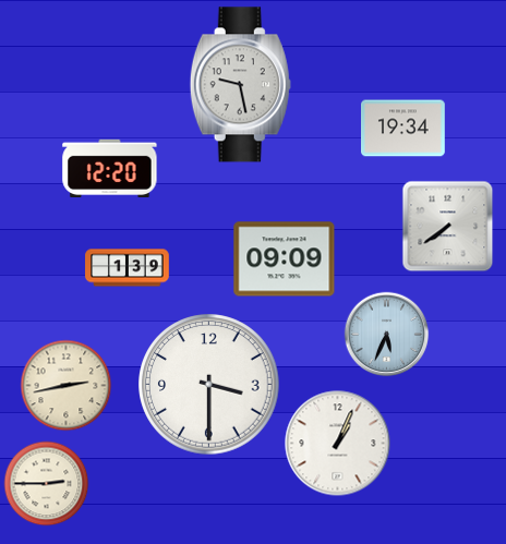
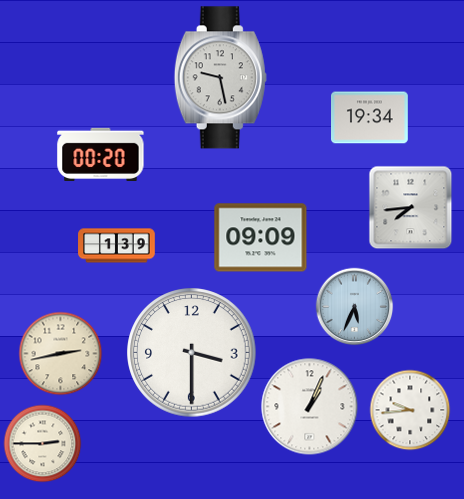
clock at (110, 168): 12:20 -> 00:20
clock at (447, 226): 7:39 -> 7:44
clock at (410, 410): none -> 9:44
